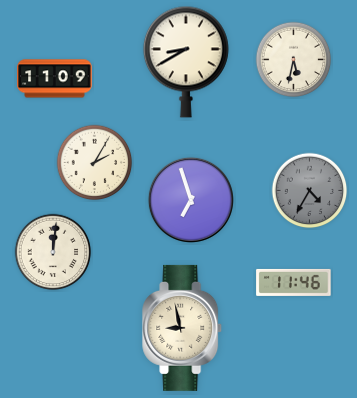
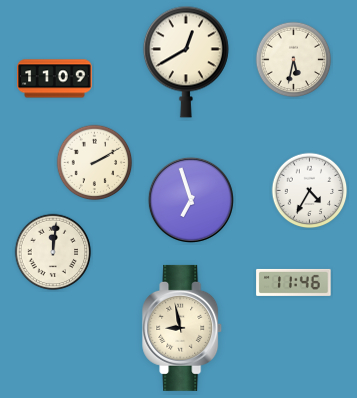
clock at (186, 62): 8:40 -> 12:40
clock at (95, 163): 2:05 -> 2:10
clock at (310, 191) dial: grey -> white
